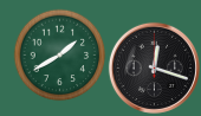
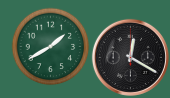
clock at (154, 67): 12:18 -> 12:20
